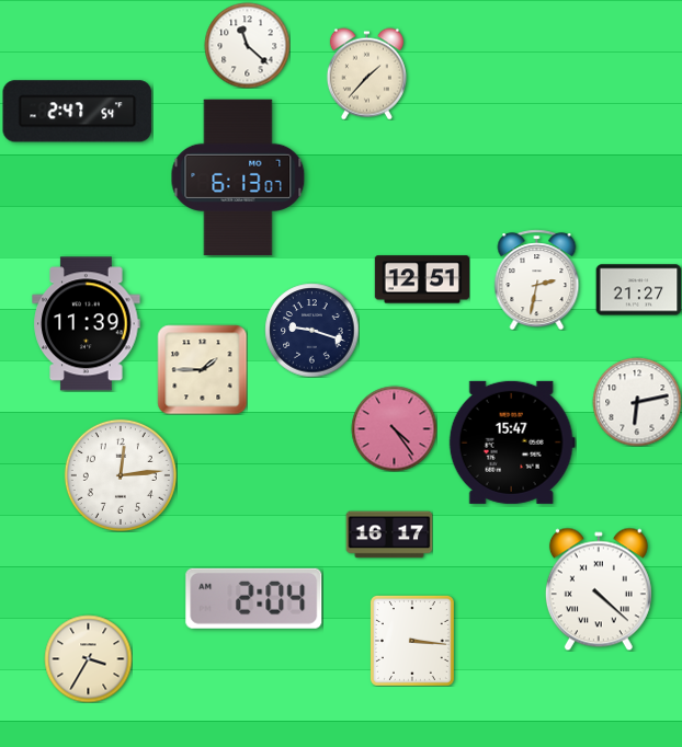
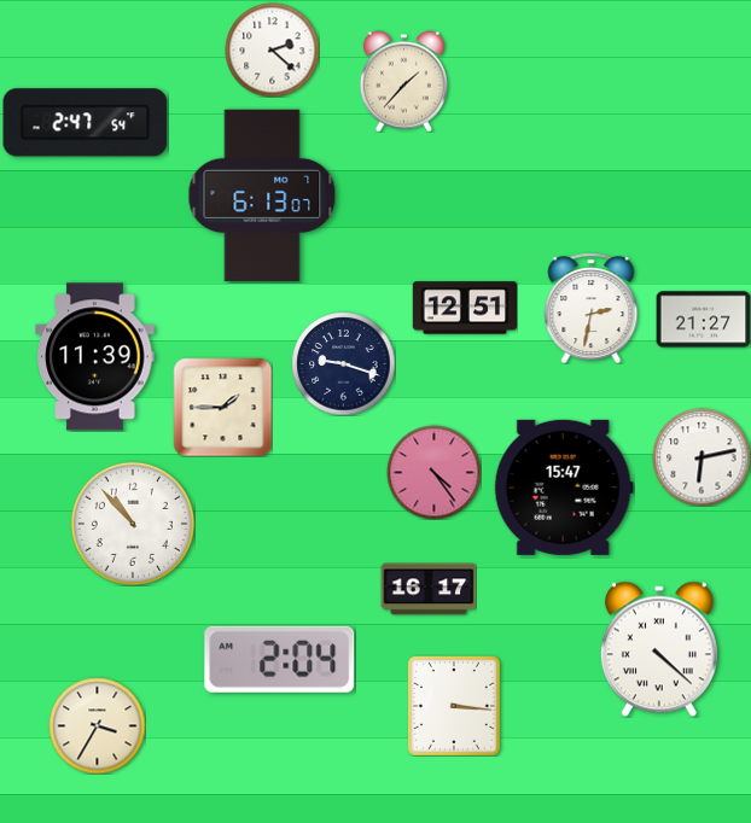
clock at (247, 45): 11:22 -> 2:22
clock at (637, 402) position: (637, 402) -> (701, 457)
clock at (121, 475): 12:14 -> 10:53
